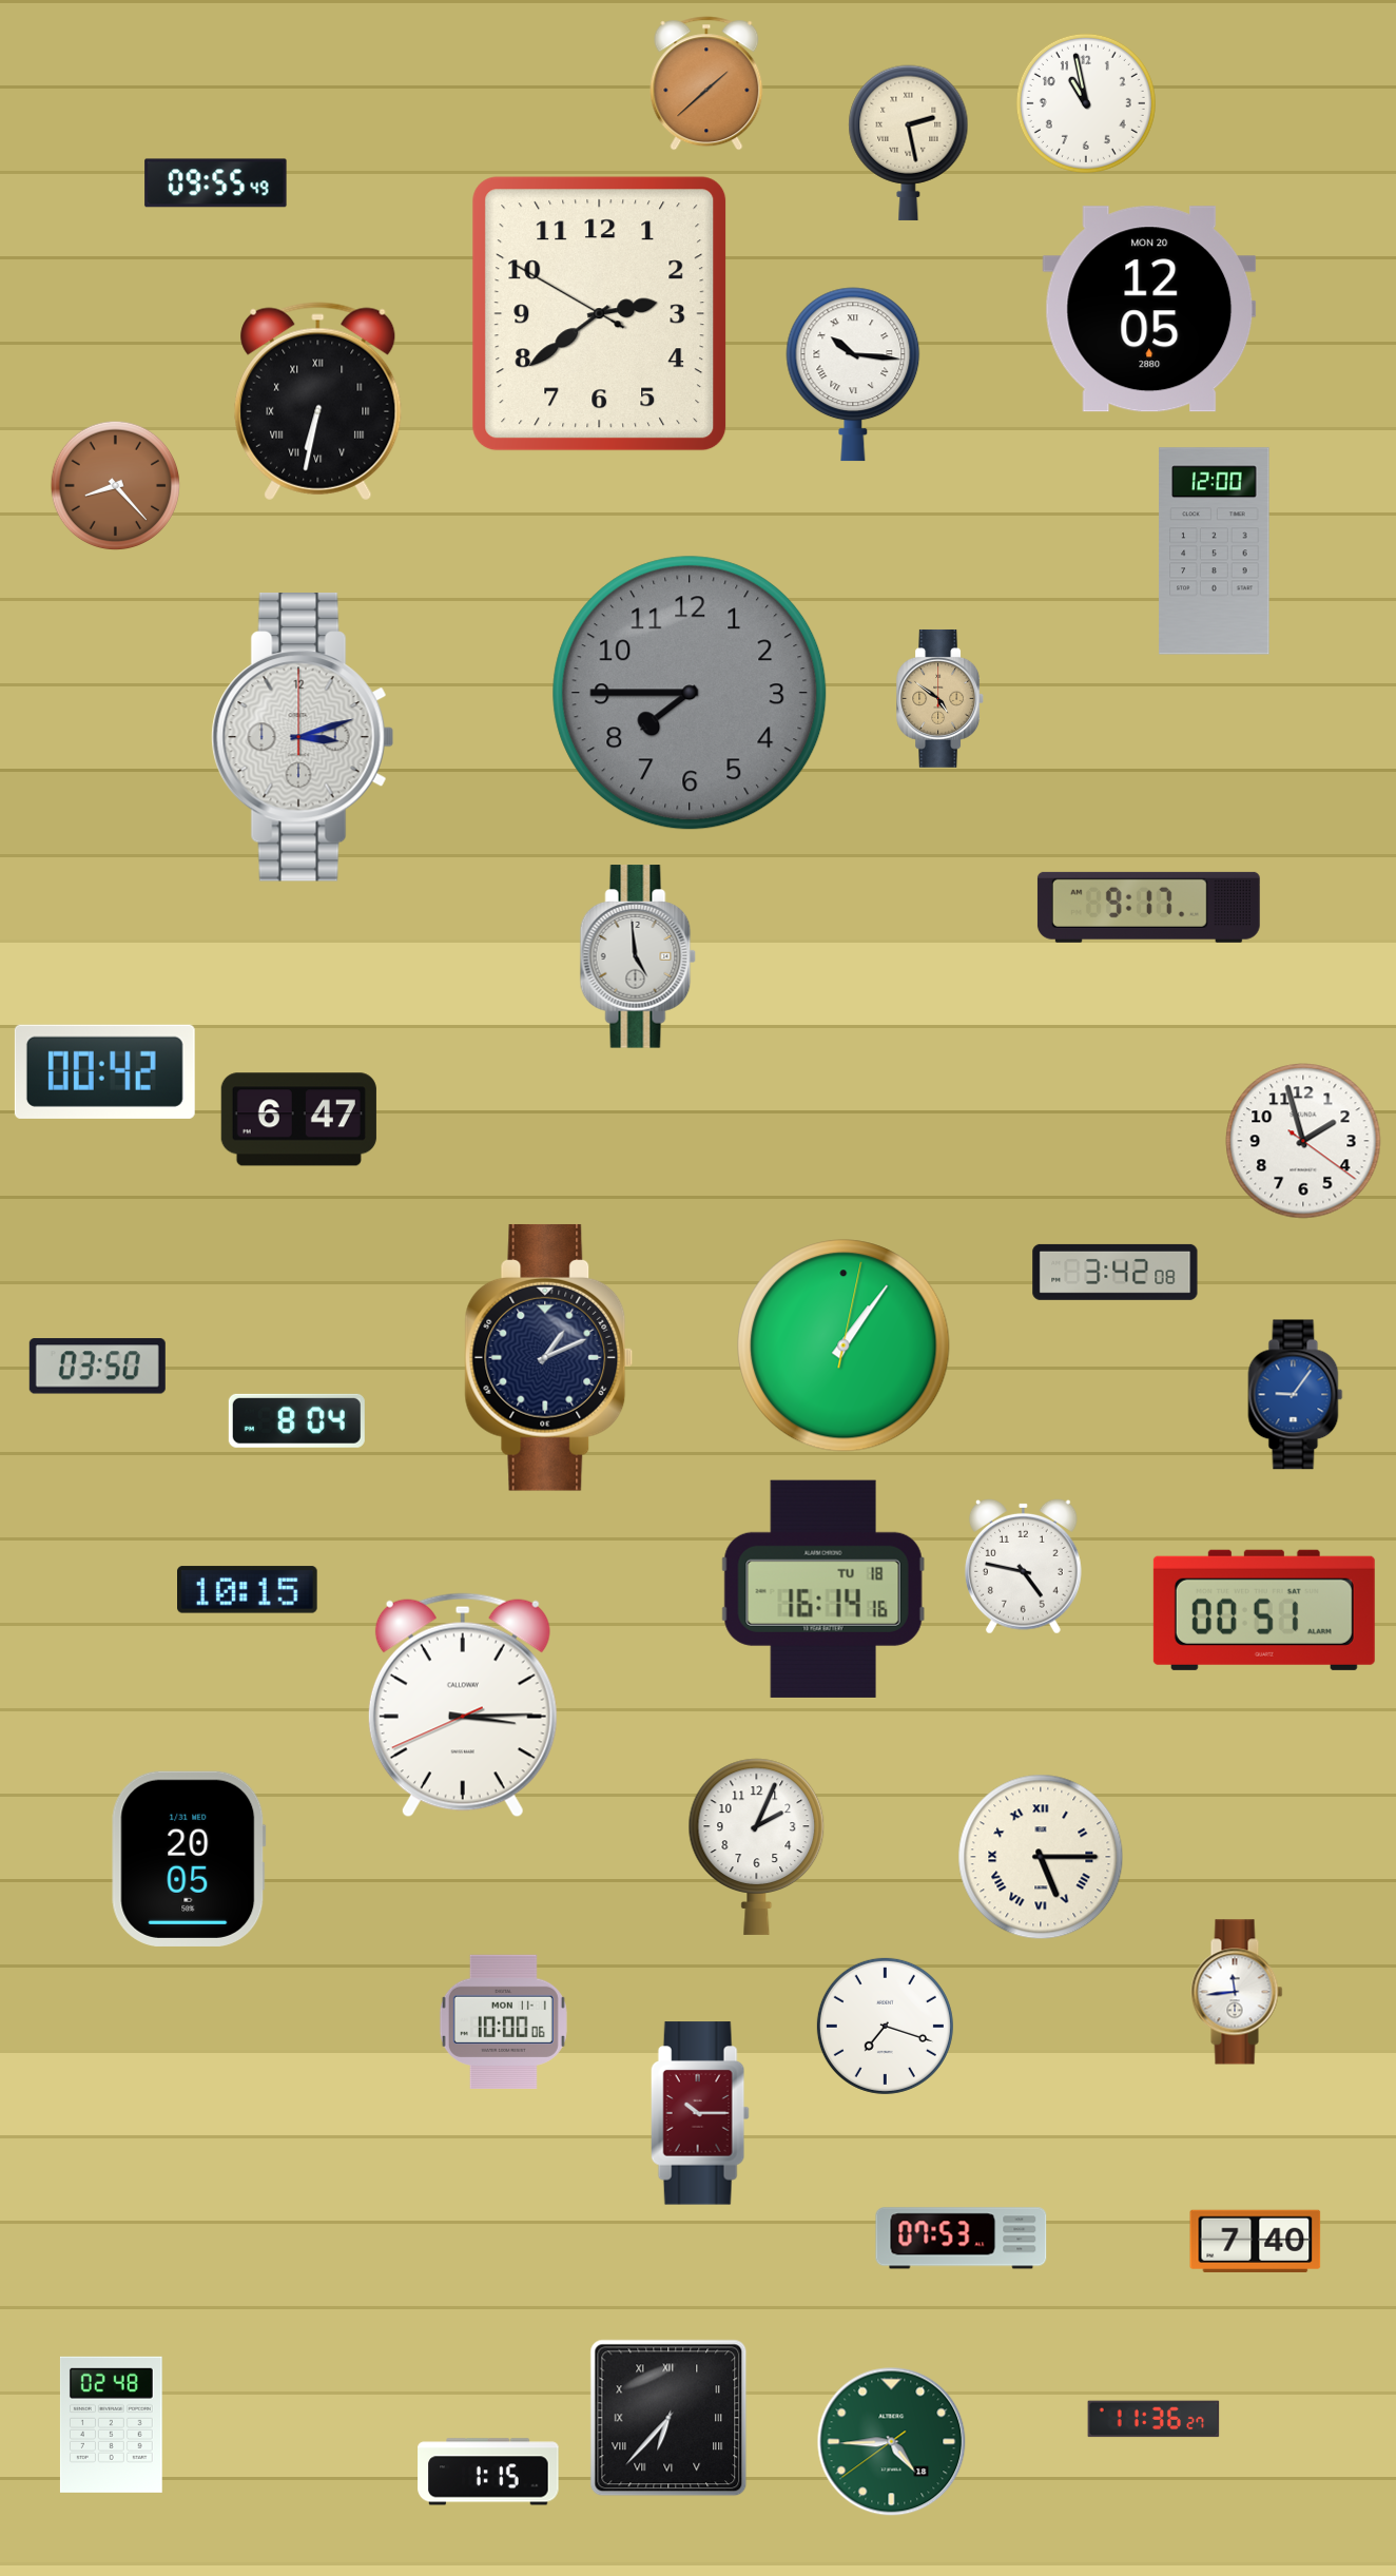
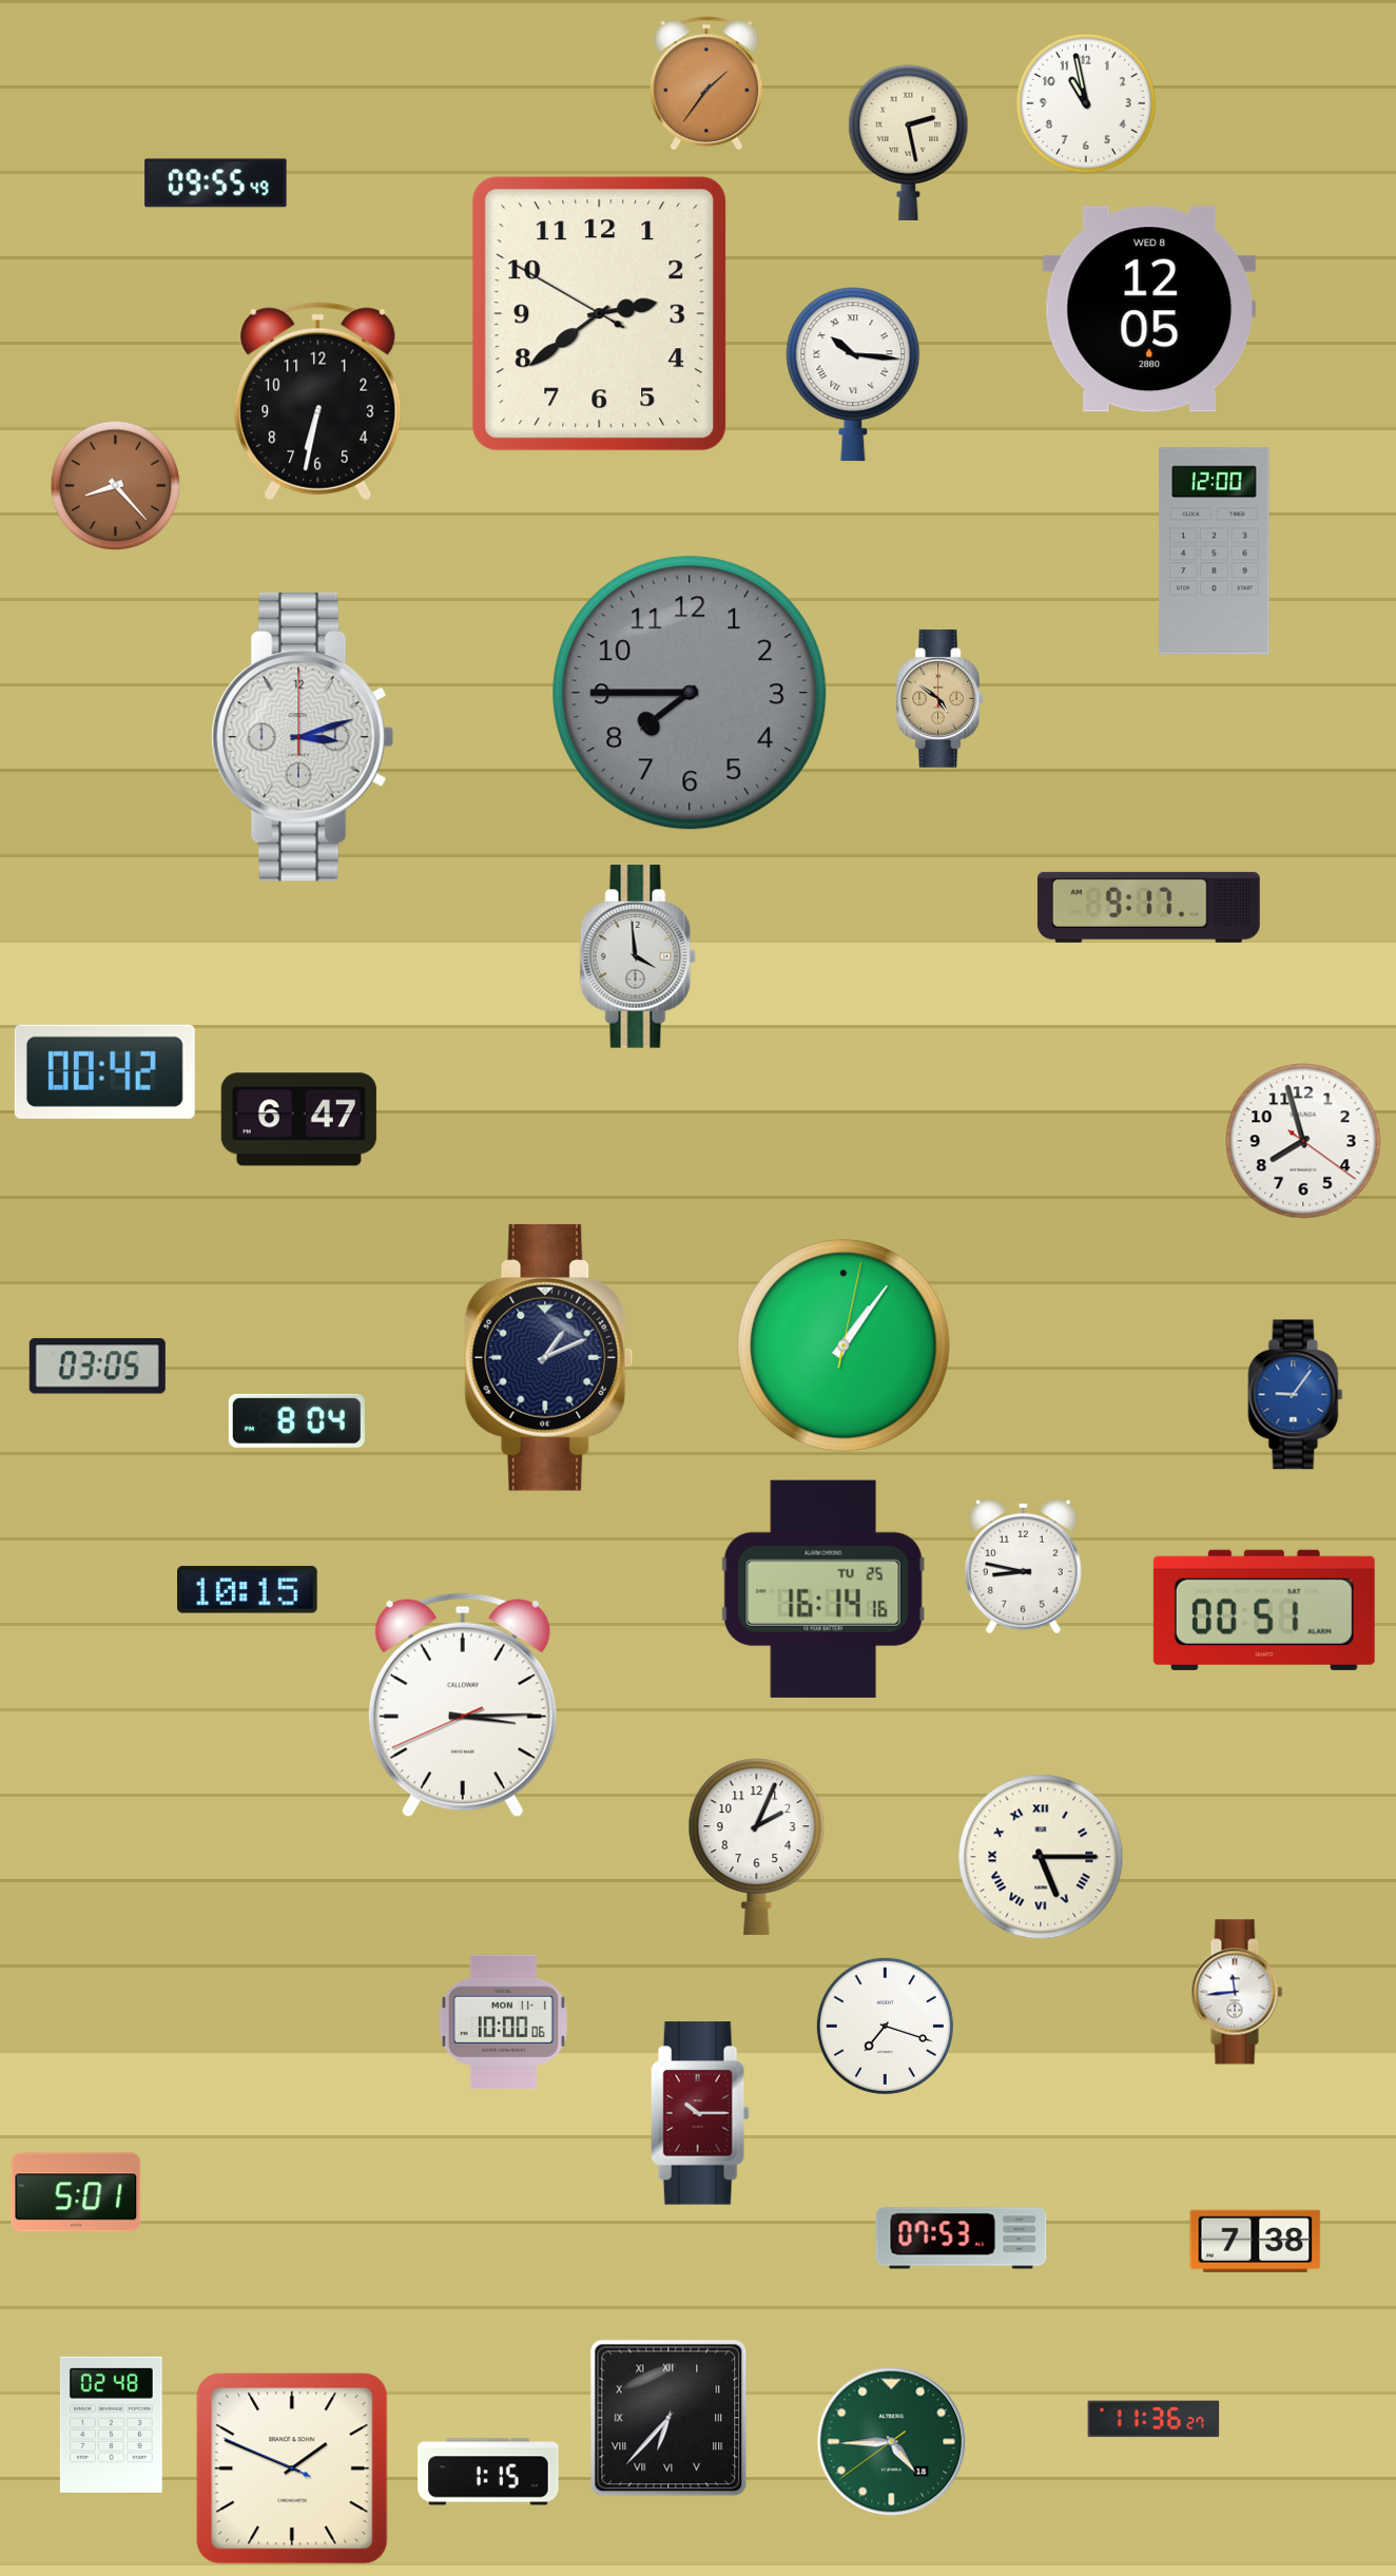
clock at (706, 83): 1:38 -> 1:36
clock at (1149, 309) date: MON 20 -> WED 8
clock at (318, 402) numerals: Roman -> Arabic
clock at (638, 956): 4:59 -> 3:59
clock at (1303, 1141): 1:57 -> 7:57
clock at (1116, 1272): 3:42 -> none
clock at (97, 1367): 03:50 -> 03:05
clock at (1024, 1566): 4:47 -> 8:47
clock at (823, 1589) date: TU 18 -> TU 25
clock at (189, 1859): 20:05 -> none
clock at (76, 2192): none -> 5:01
clock at (1256, 2241): 7:40 -> 7:38
clock at (292, 2468): none -> 1:48
